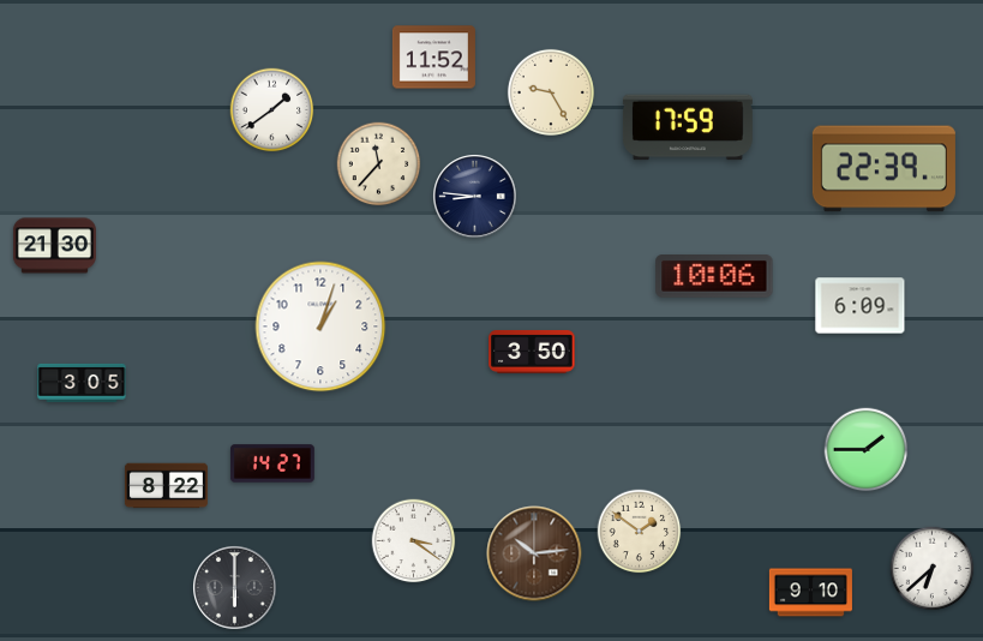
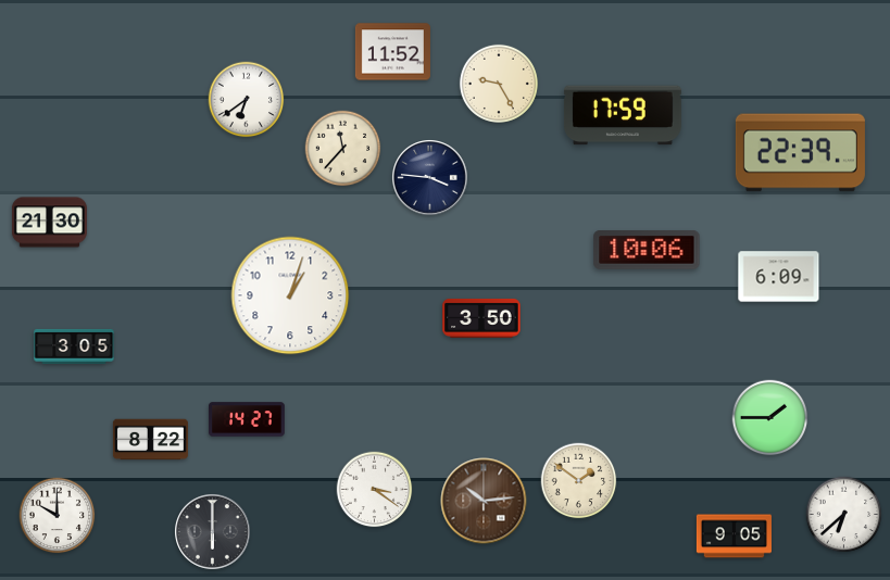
clock at (272, 110): 1:39 -> 6:39
clock at (475, 197): 8:46 -> 3:46
clock at (867, 450) position: (867, 450) -> (770, 418)
clock at (58, 516): none -> 10:00
clock at (810, 593): 9:10 -> 9:05
